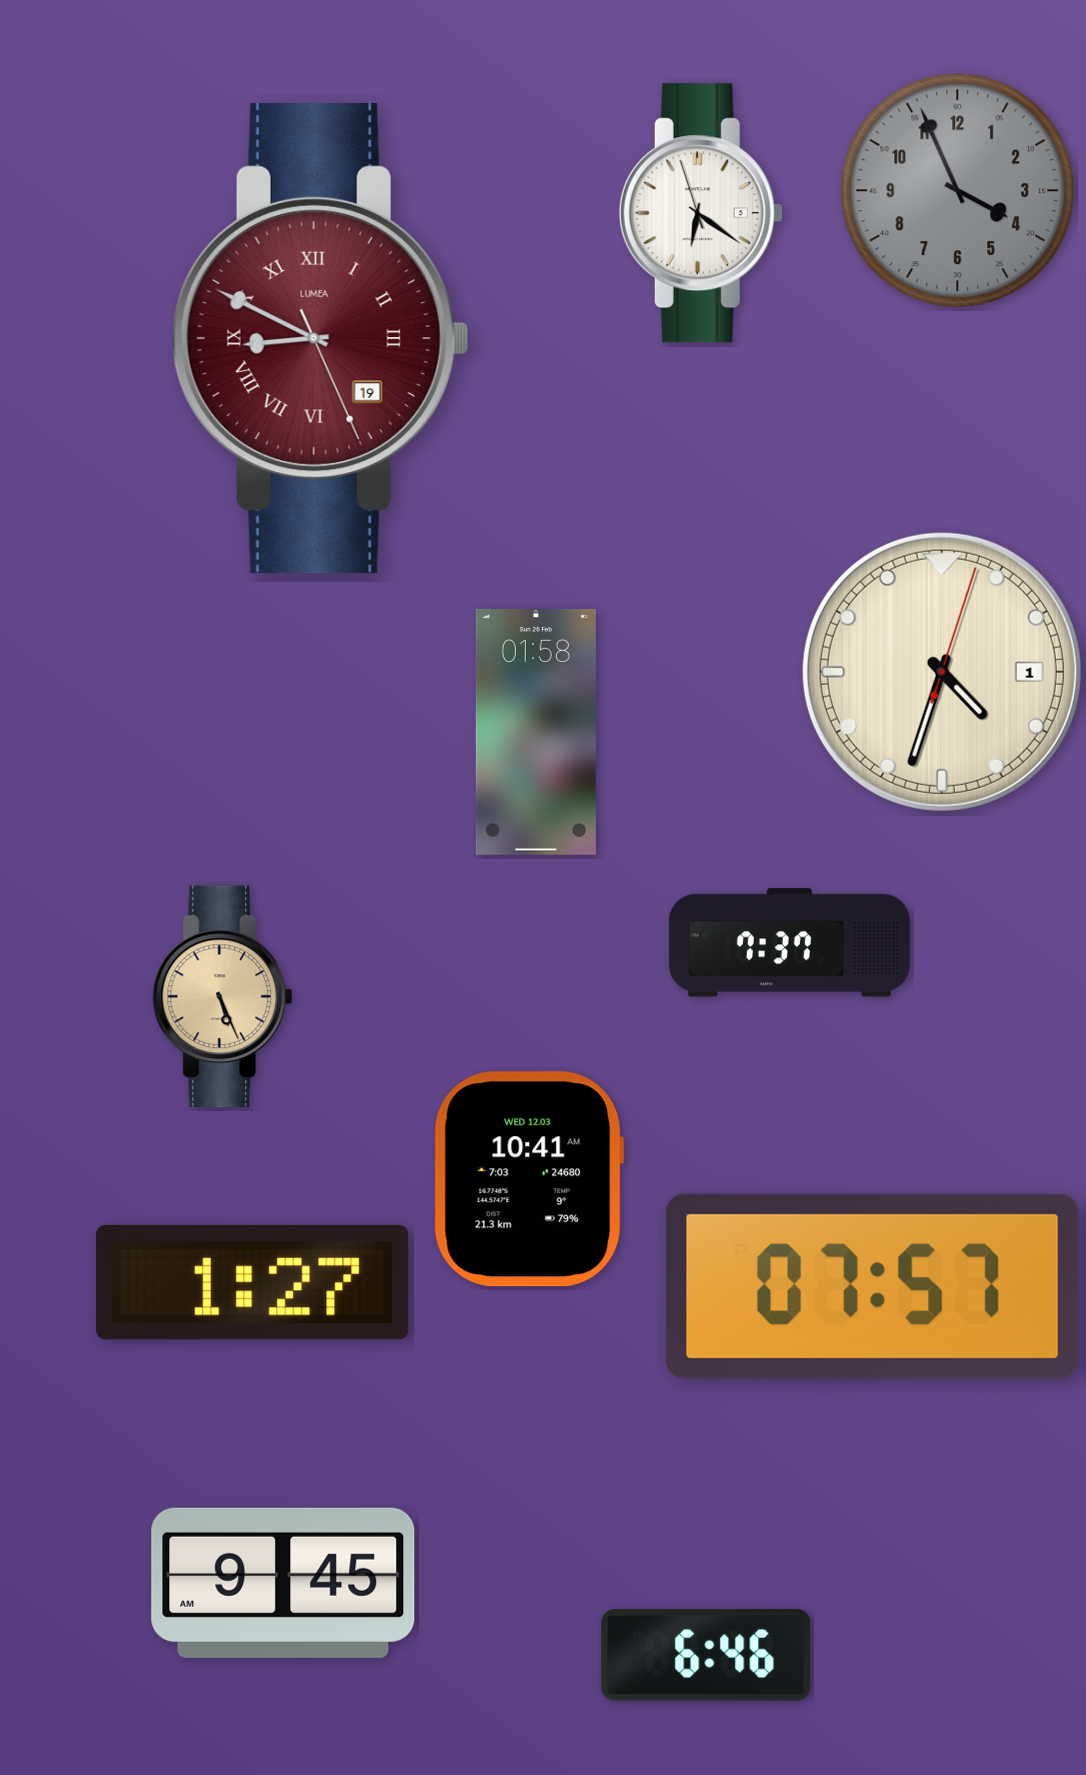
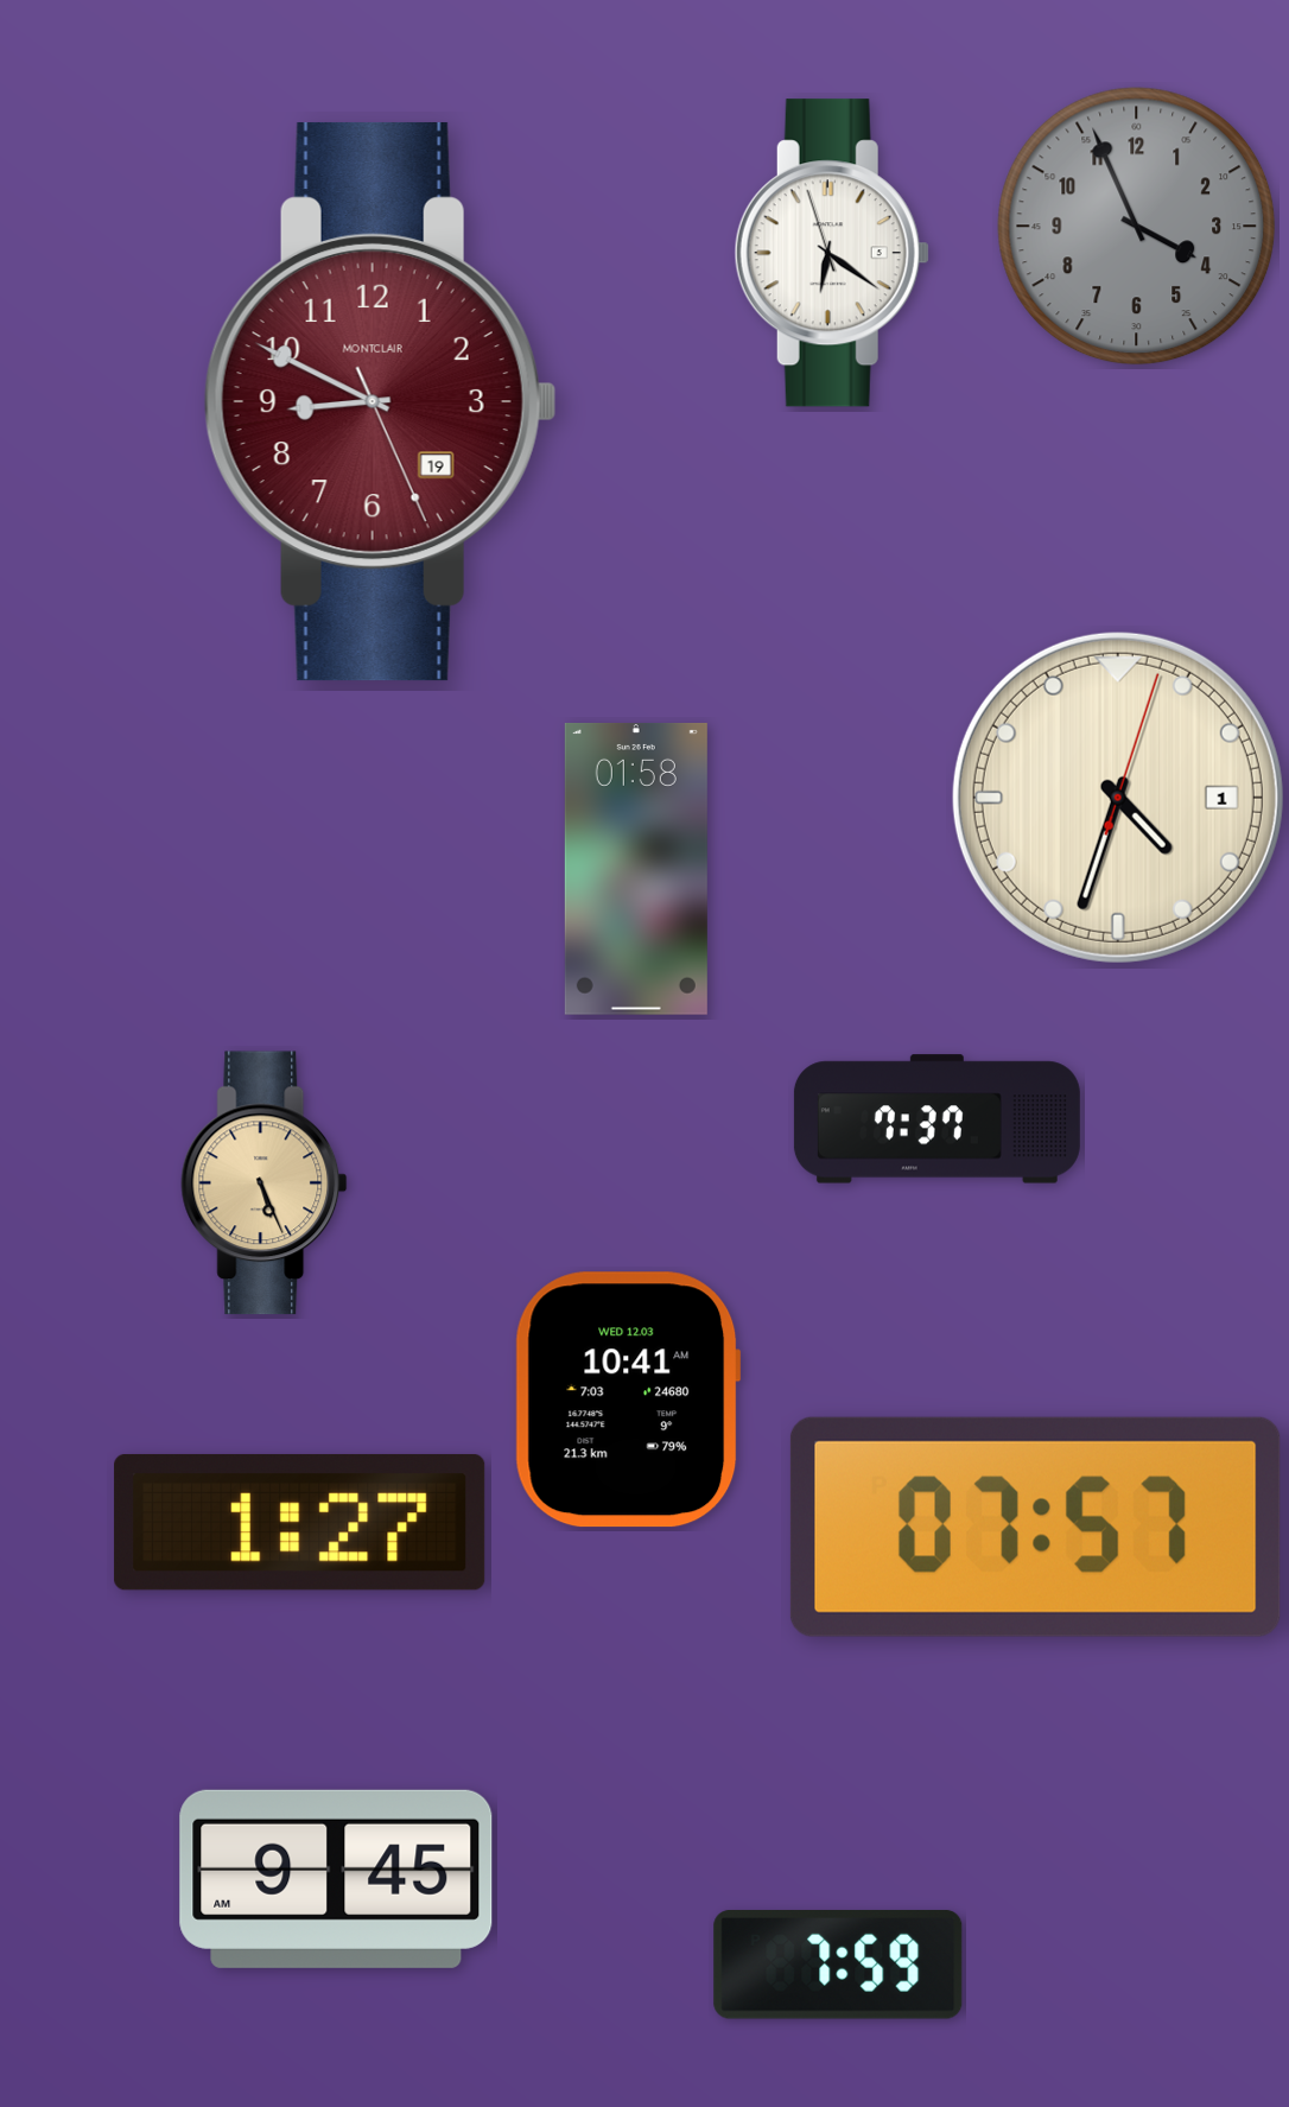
clock at (320, 338) numerals: Roman -> Arabic
clock at (320, 338) brand: LUMEA -> MONTCLAIR
clock at (706, 1656): 6:46 -> 7:59
